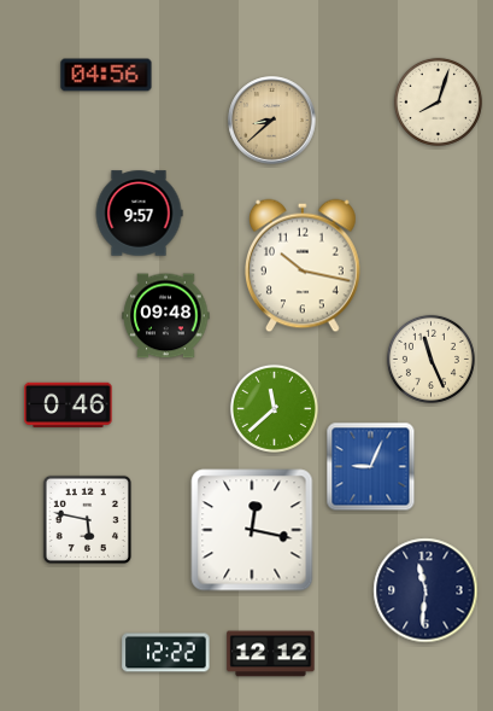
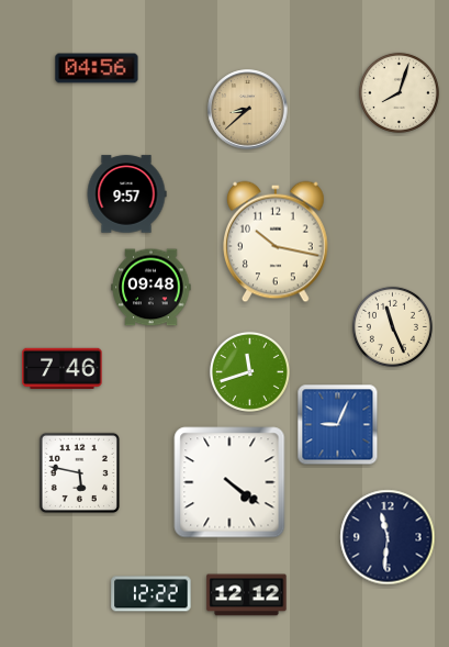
clock at (69, 406): 0:46 -> 7:46
clock at (274, 408): 11:38 -> 11:42
clock at (252, 530): 12:17 -> 4:21
